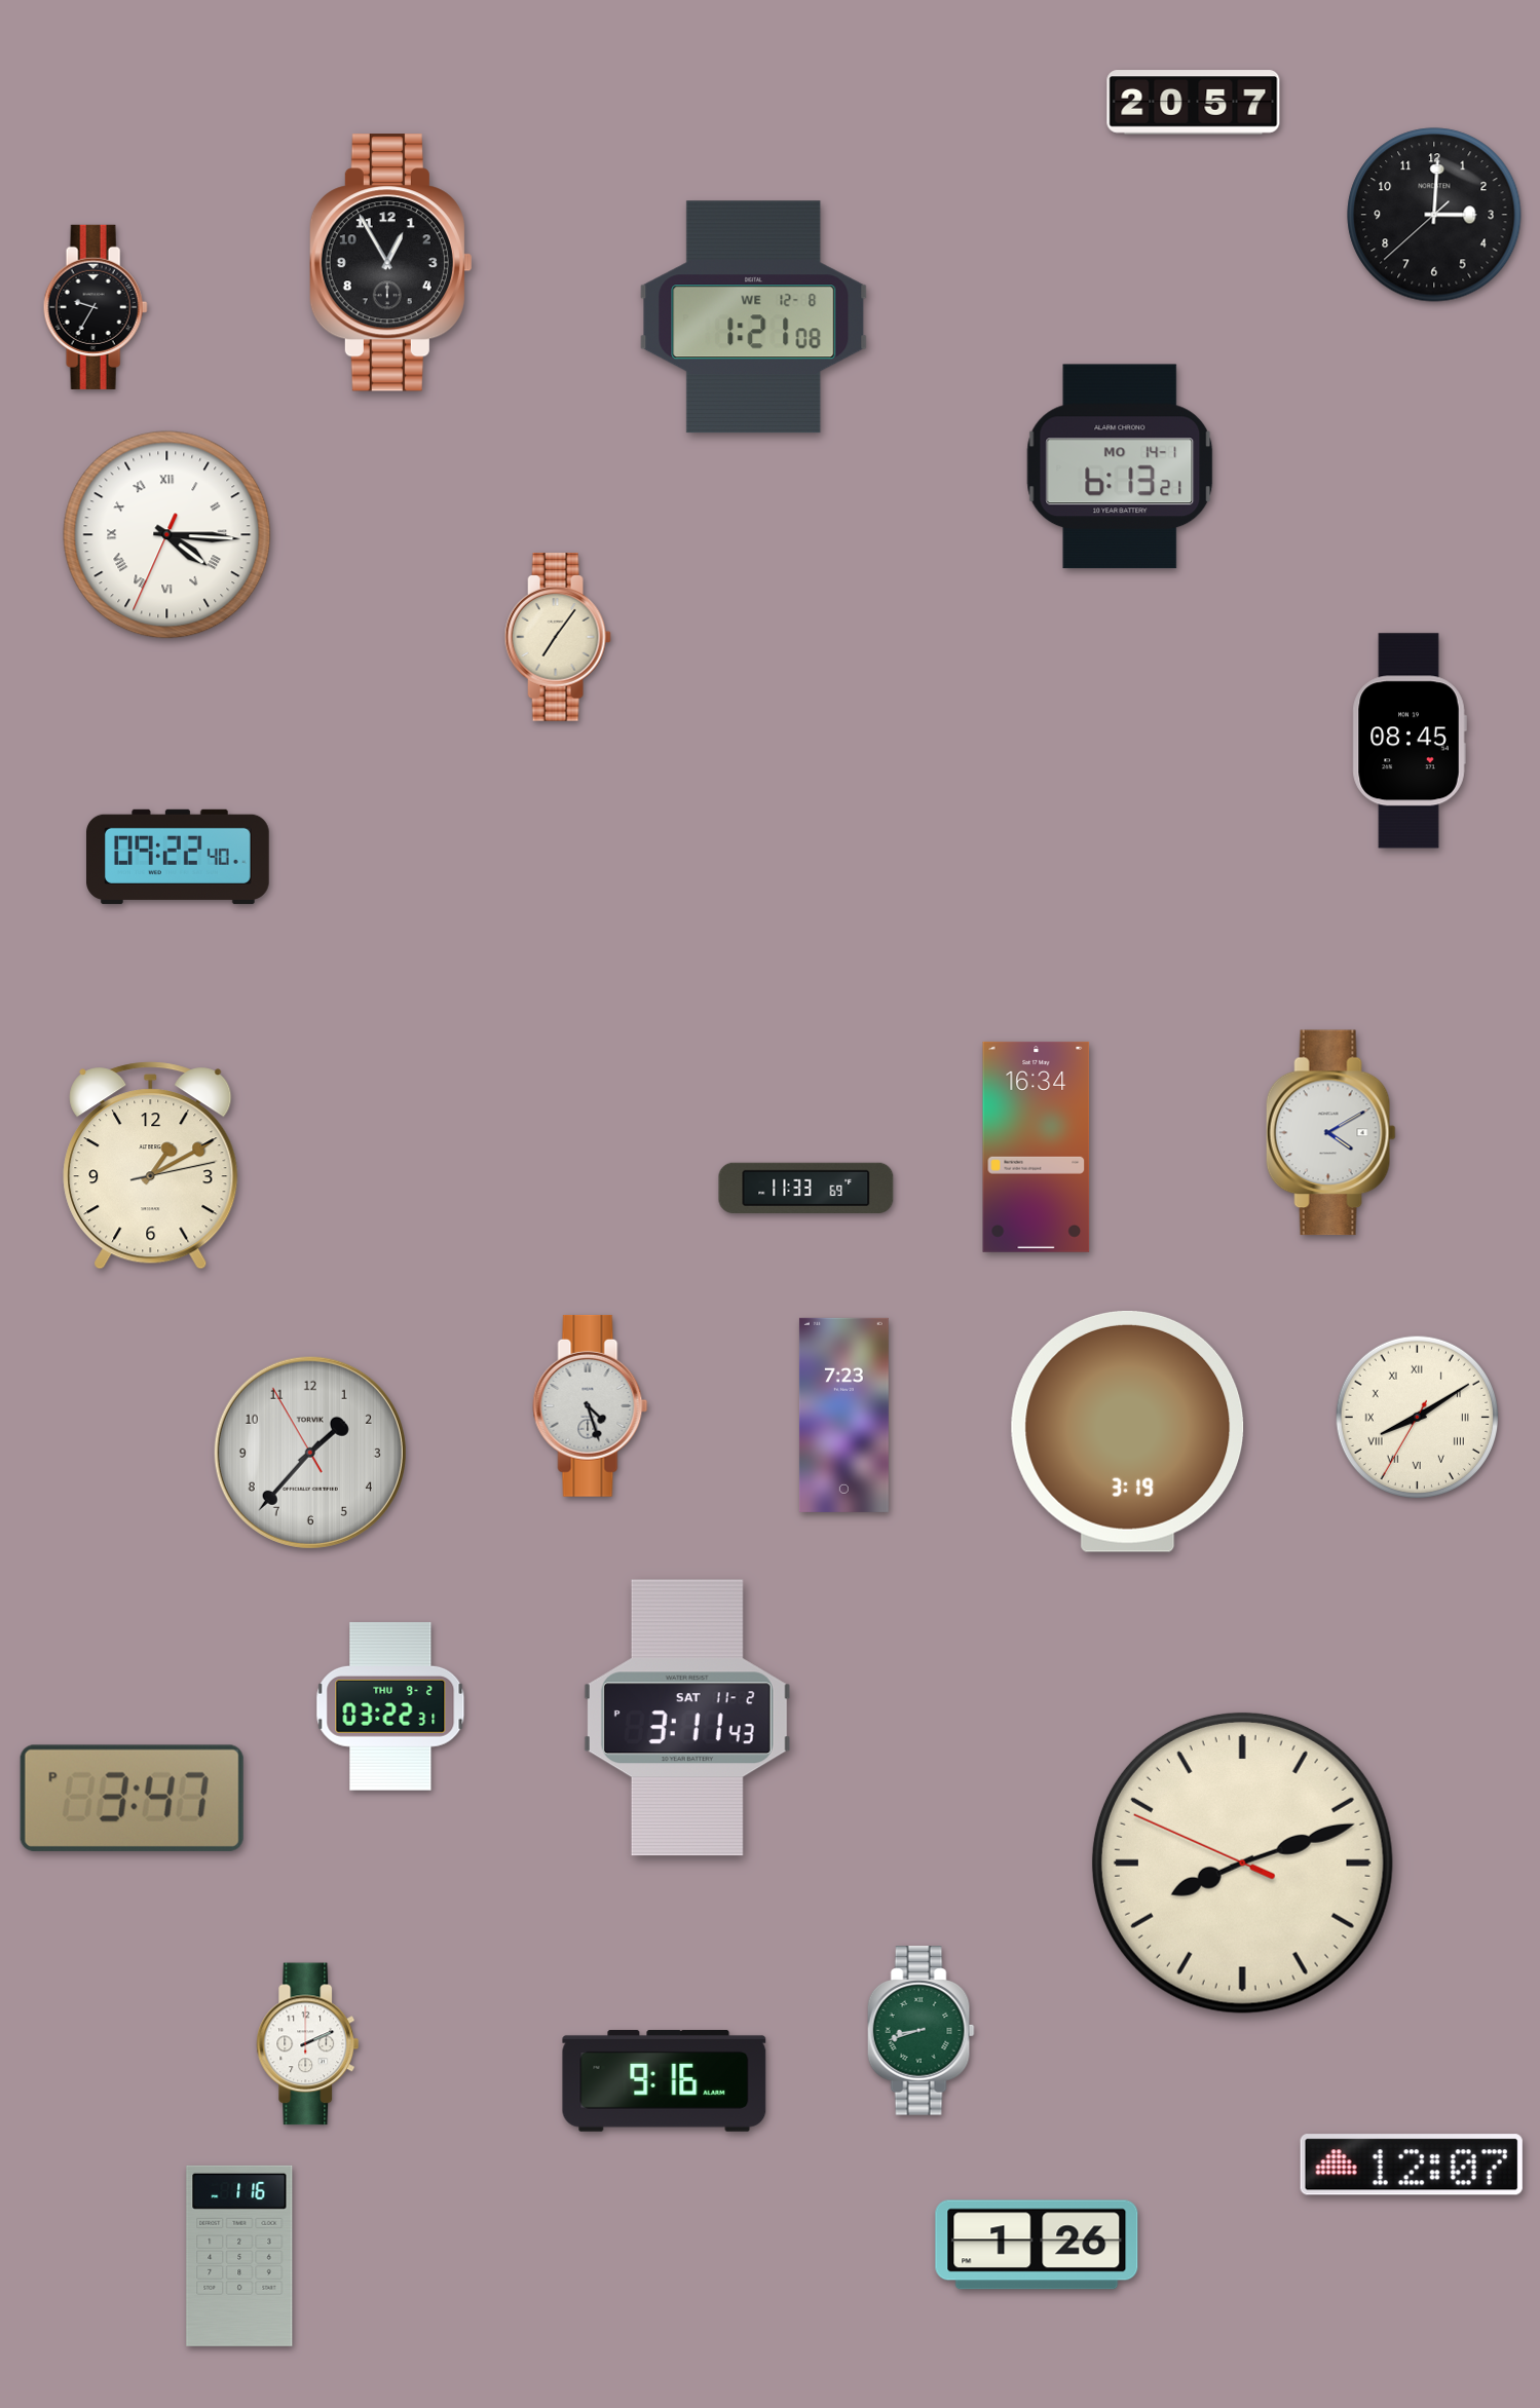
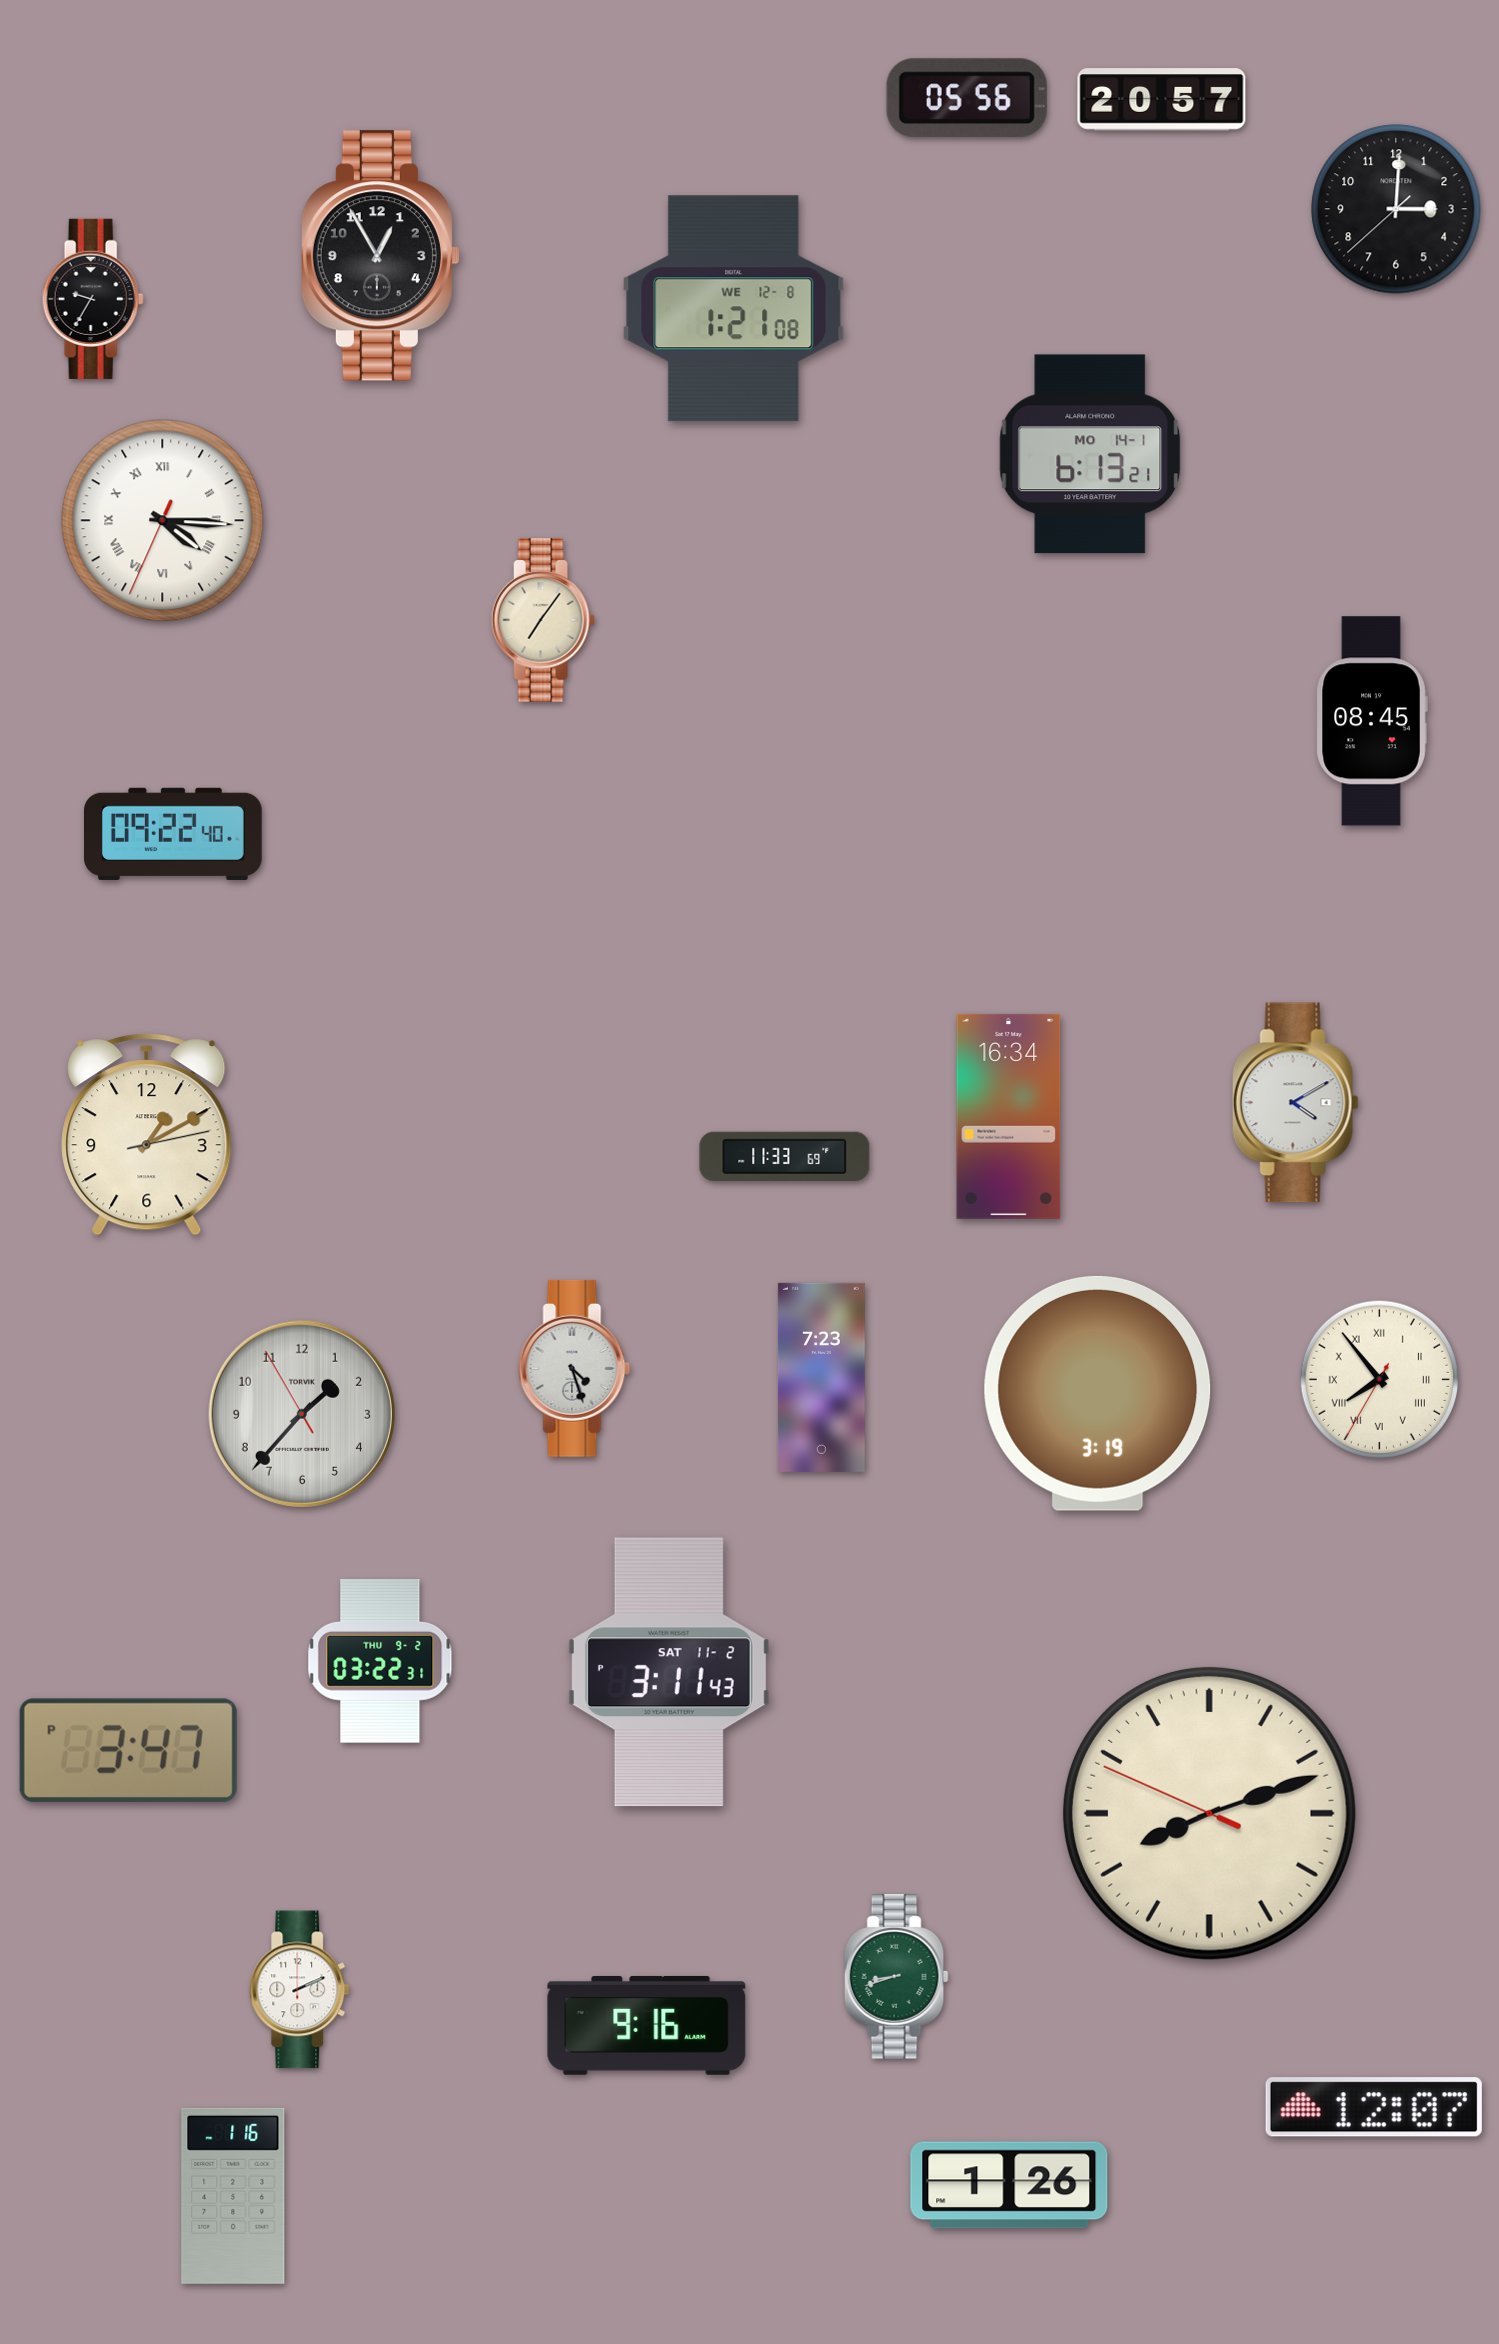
clock at (967, 98): none -> 05:56
clock at (1417, 1417): 8:09 -> 7:53
